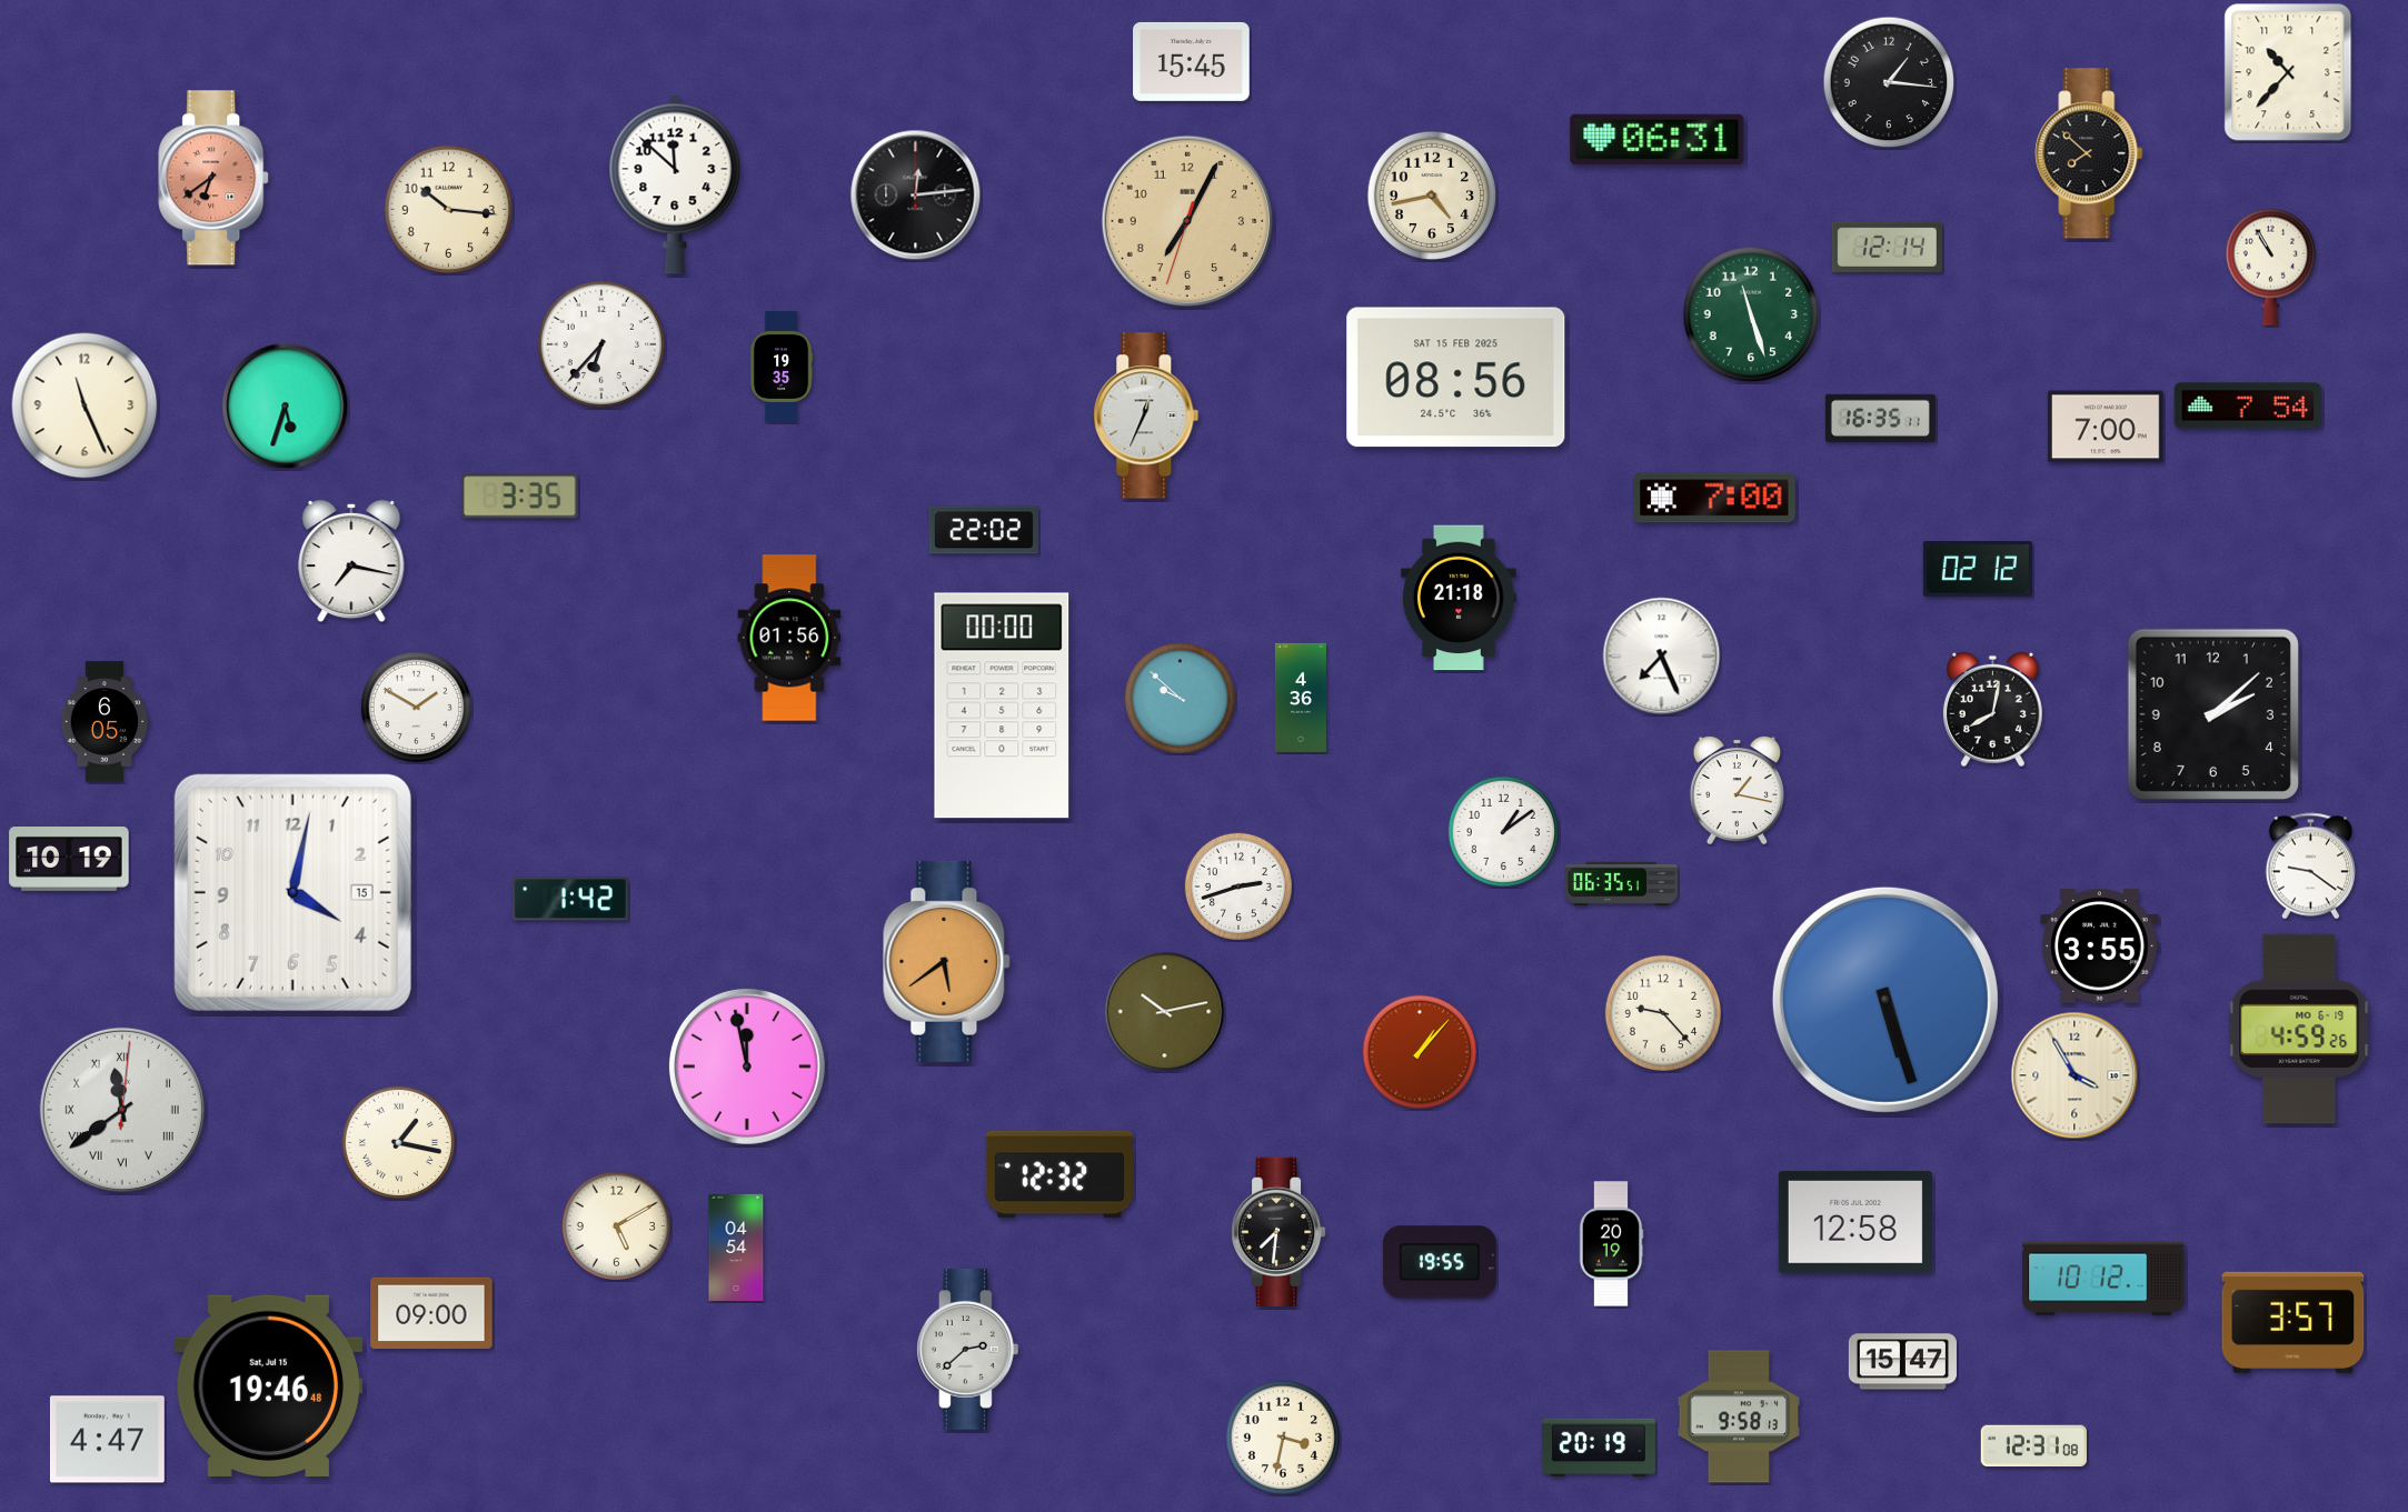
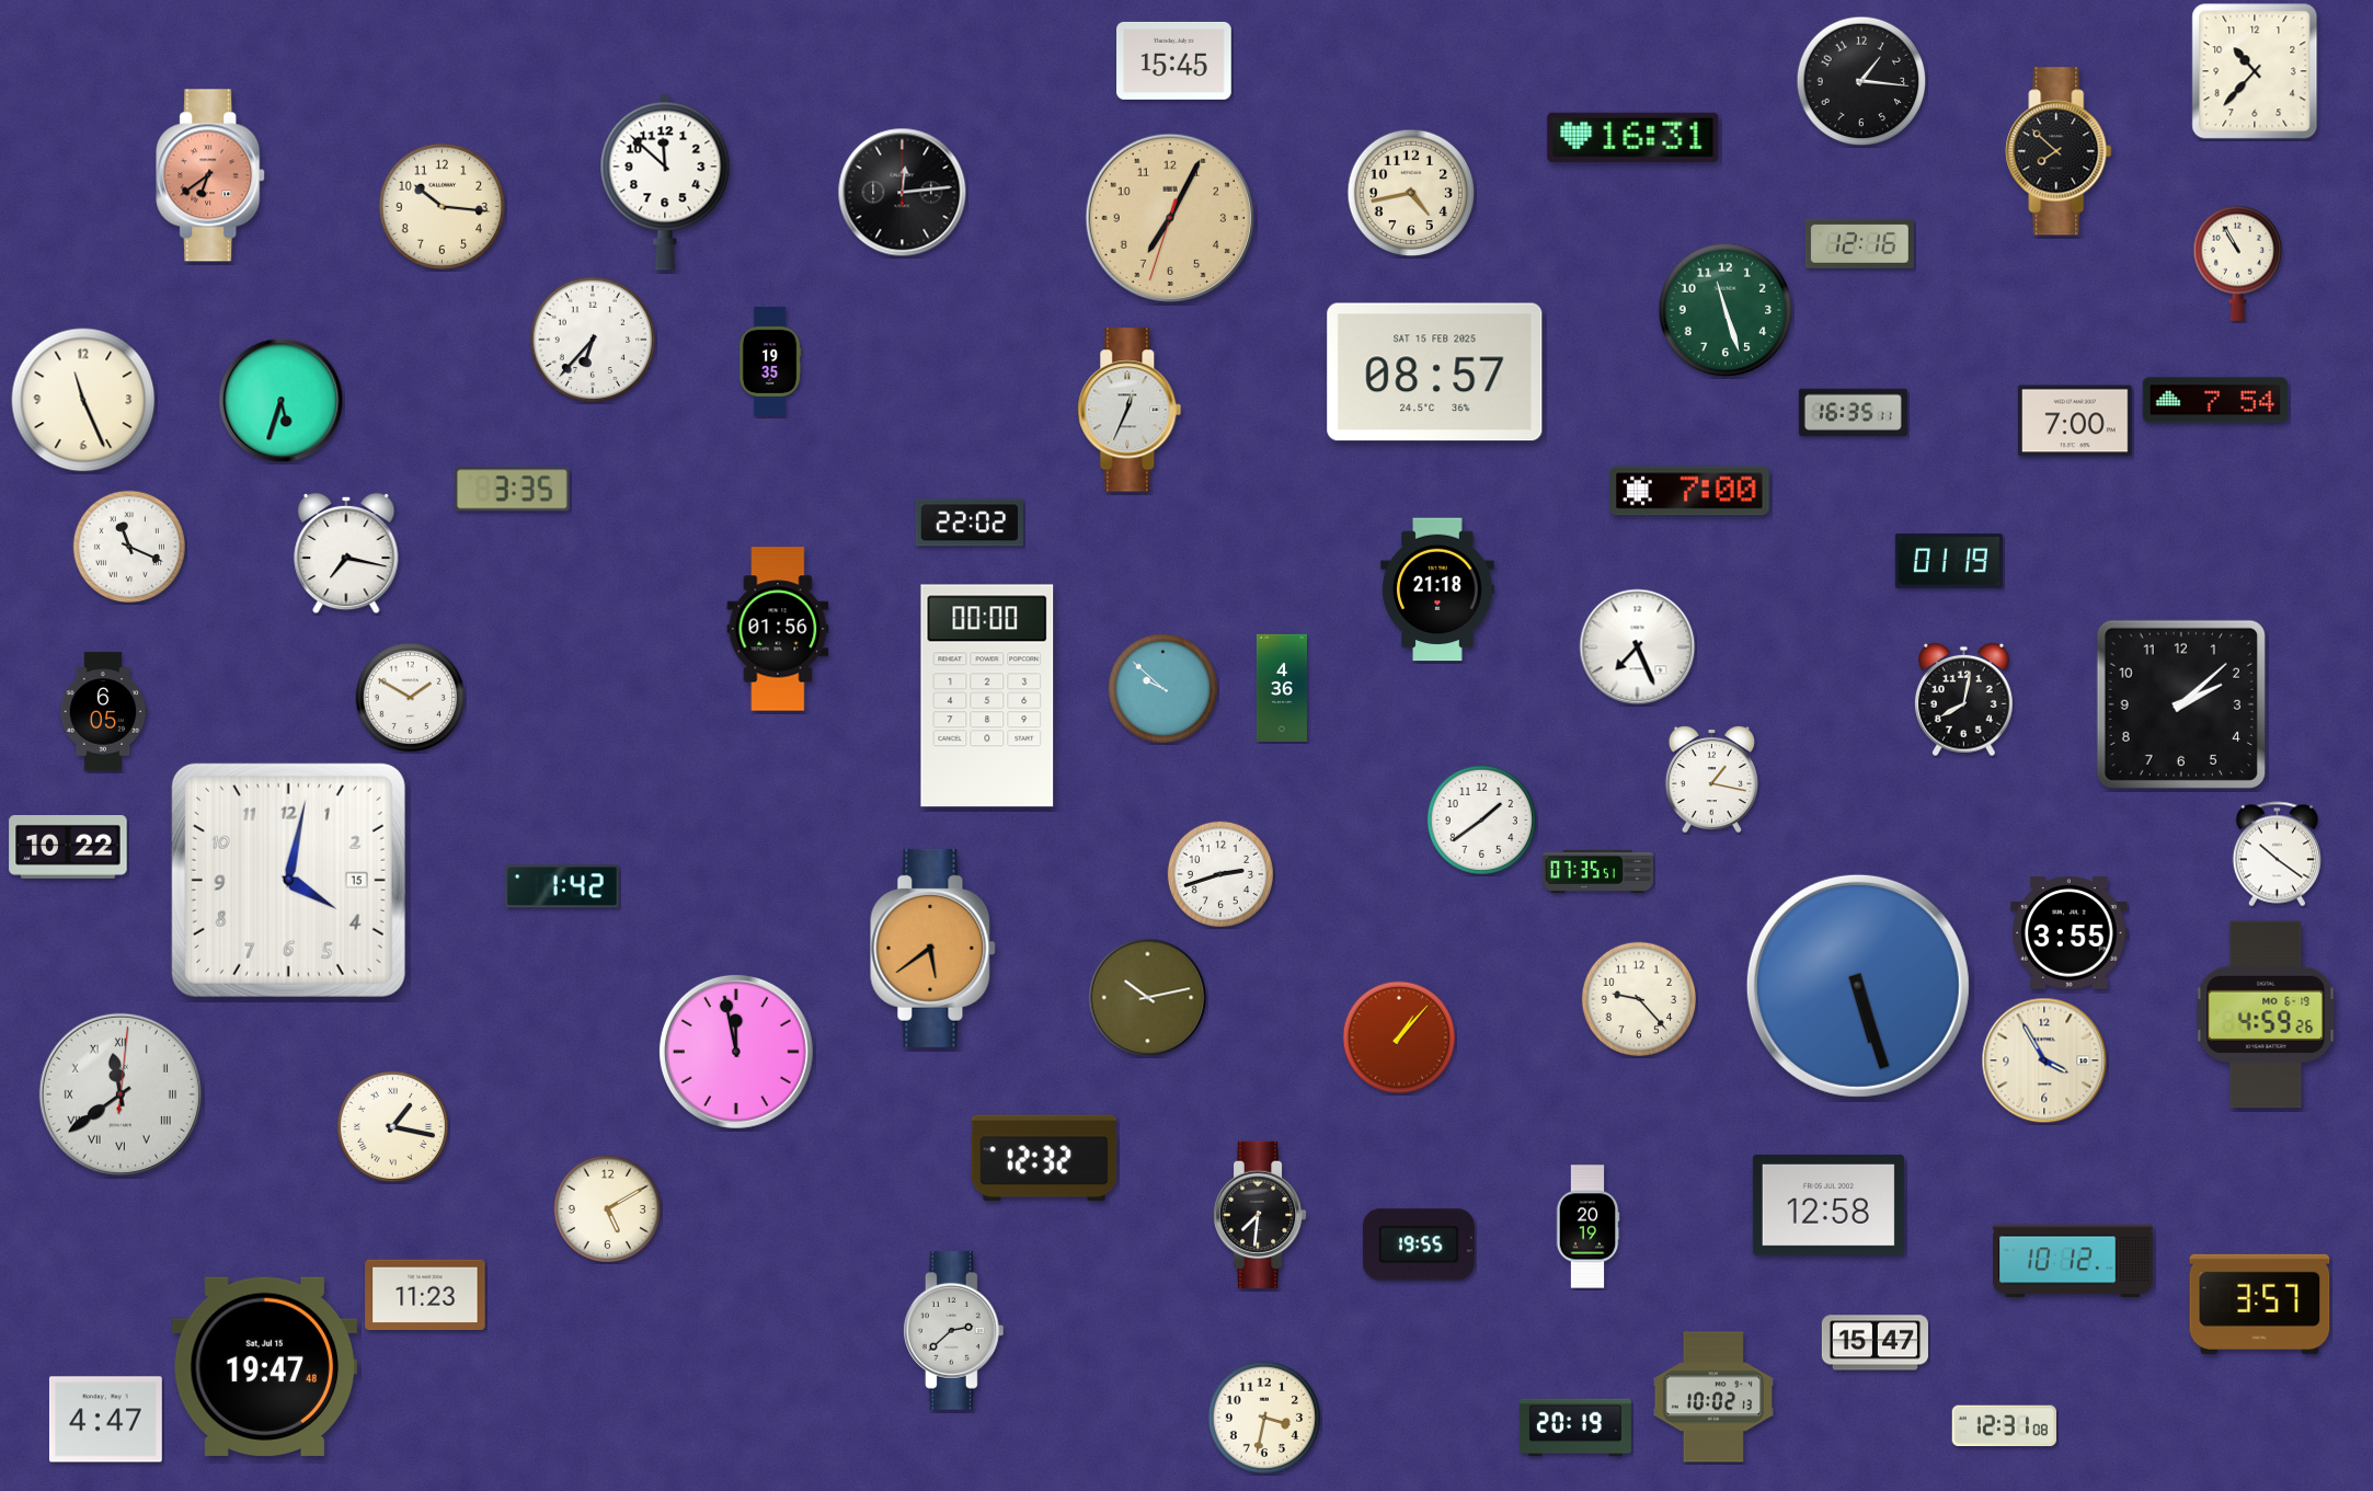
clock at (1658, 139): 06:31 -> 16:31
clock at (1887, 247): 12:14 -> 12:16
clock at (1456, 378): 08:56 -> 08:57
clock at (128, 546): none -> 11:19
clock at (1978, 570): 02:12 -> 01:19
clock at (1503, 831): 1:09 -> 1:39
clock at (69, 860): 10:19 -> 10:22
clock at (2310, 867): 9:21 -> 10:21
clock at (1621, 883): 06:35 -> 07:35
clock at (736, 1246): 04:54 -> none
clock at (431, 1313): 09:00 -> 11:23
clock at (269, 1385): 19:46 -> 19:47
clock at (1739, 1416): 9:58 -> 10:02
